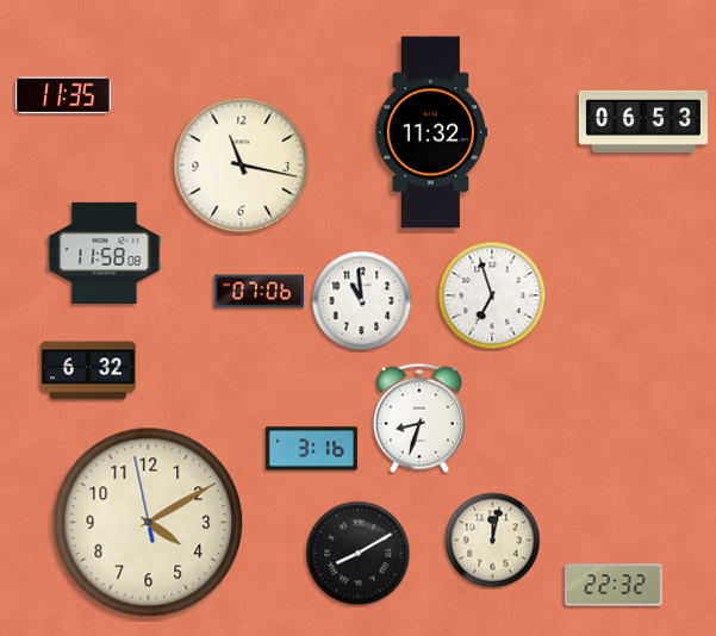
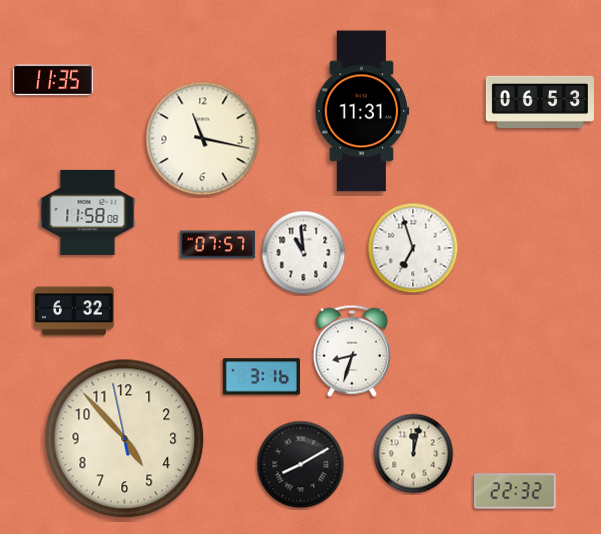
clock at (431, 132): 11:32 -> 11:31
clock at (260, 292): 07:06 -> 07:57
clock at (149, 523): 4:09 -> 4:52
